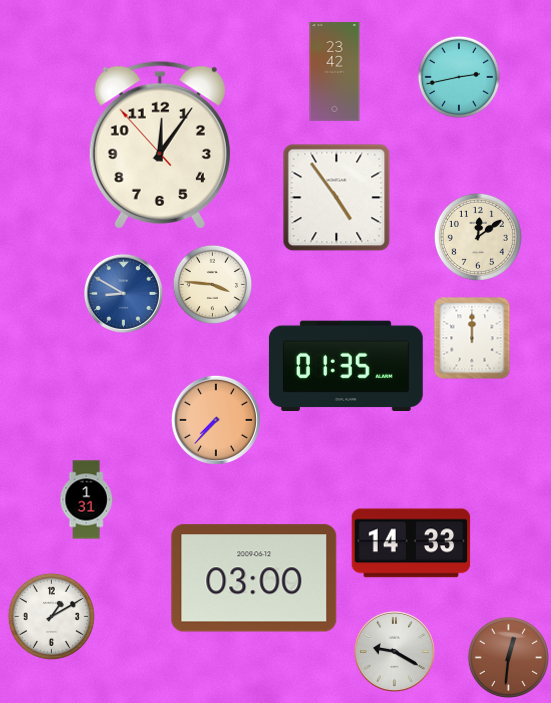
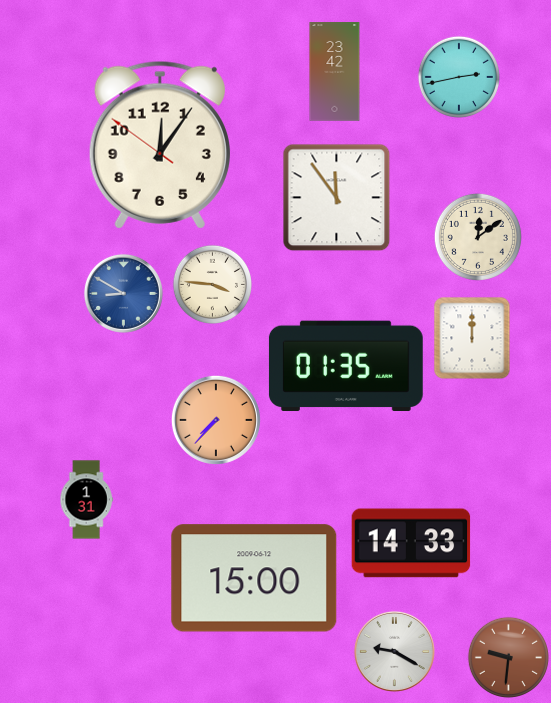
clock at (160, 145): 12:05:53 -> 12:05:51
clock at (337, 198): 4:54 -> 11:54
clock at (254, 578): 03:00 -> 15:00
clock at (51, 616): 1:10 -> none
clock at (508, 657): 12:31 -> 9:31
